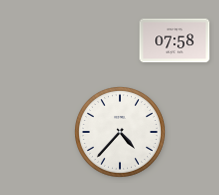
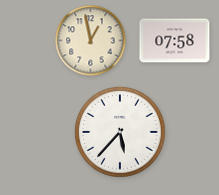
clock at (91, 41): none -> 12:58
clock at (120, 132): 4:37 -> 5:37
